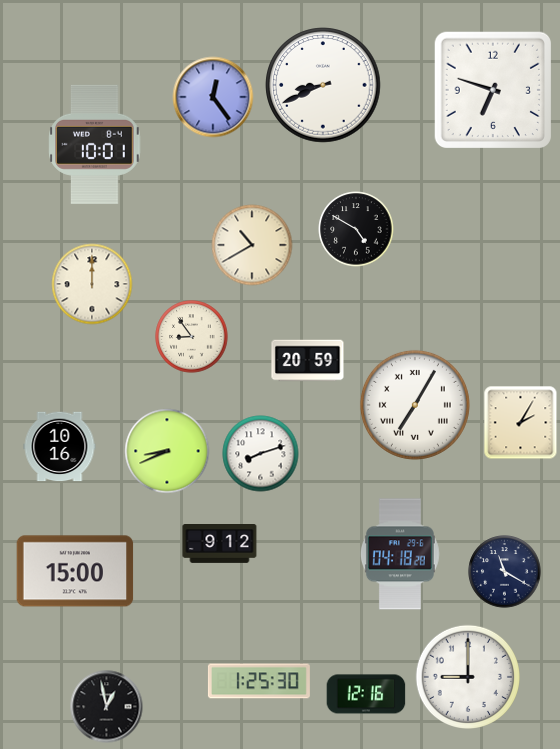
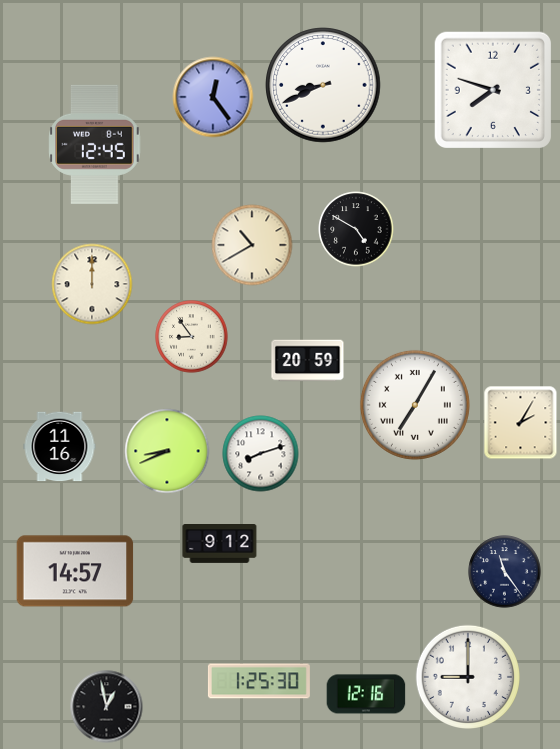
clock at (492, 89): 6:48 -> 7:48
clock at (95, 144): 10:01 -> 12:45
clock at (60, 447): 10:16 -> 11:16
clock at (400, 554): 04:18 -> none
clock at (75, 571): 15:00 -> 14:57
clock at (505, 572): 11:20 -> 11:24
